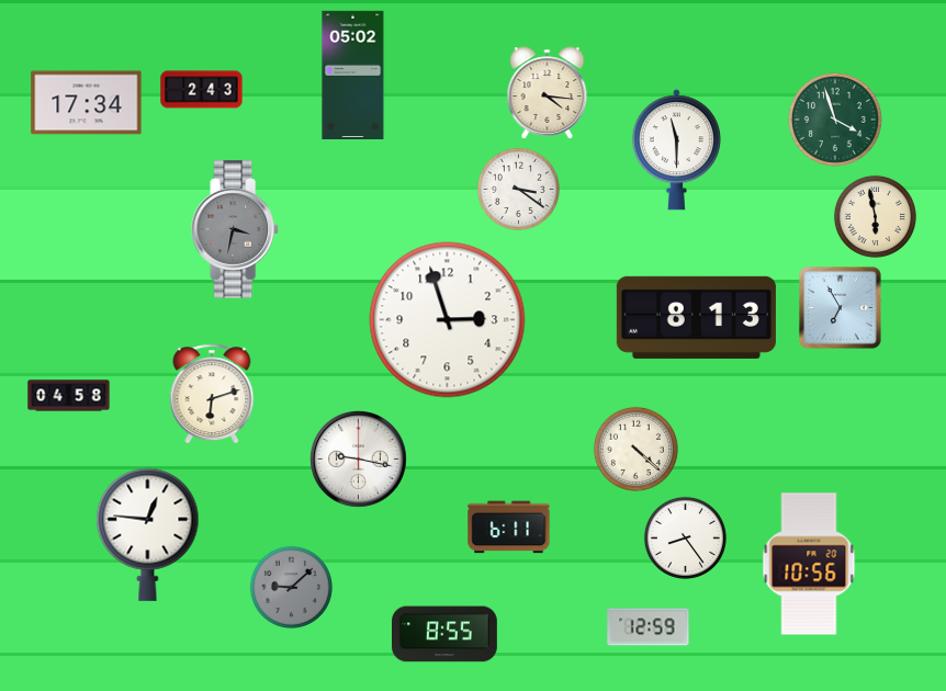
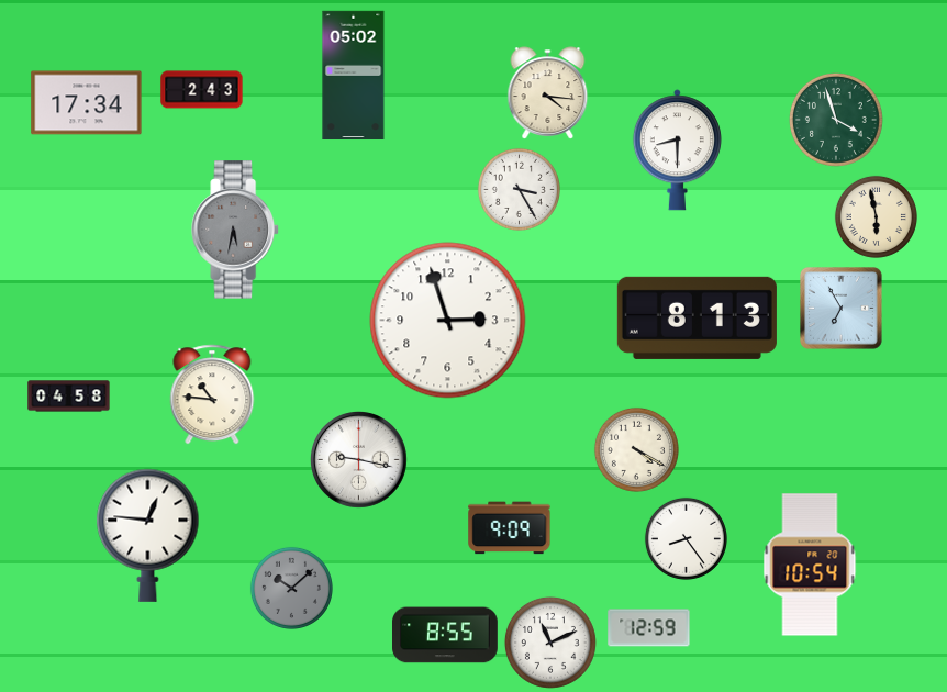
clock at (676, 150): 11:30 -> 8:30
clock at (518, 189): 3:21 -> 3:25
clock at (235, 229): 3:32 -> 5:32
clock at (212, 394): 6:12 -> 10:46
clock at (635, 449): 4:22 -> 4:20
clock at (509, 528): 6:11 -> 9:09
clock at (809, 564): 10:56 -> 10:54
clock at (291, 587): 9:08 -> 10:08
clock at (550, 643): none -> 11:11
